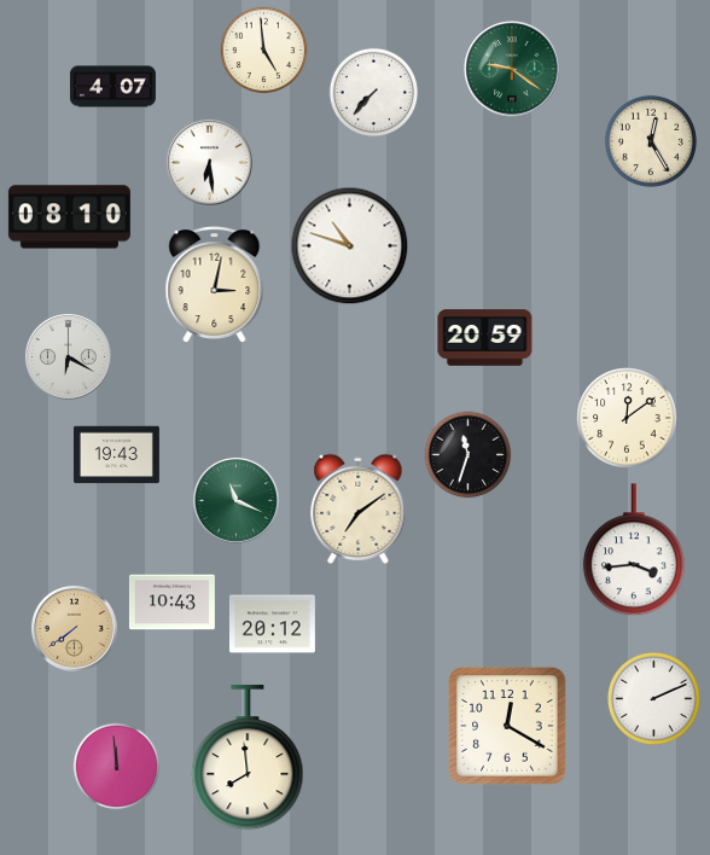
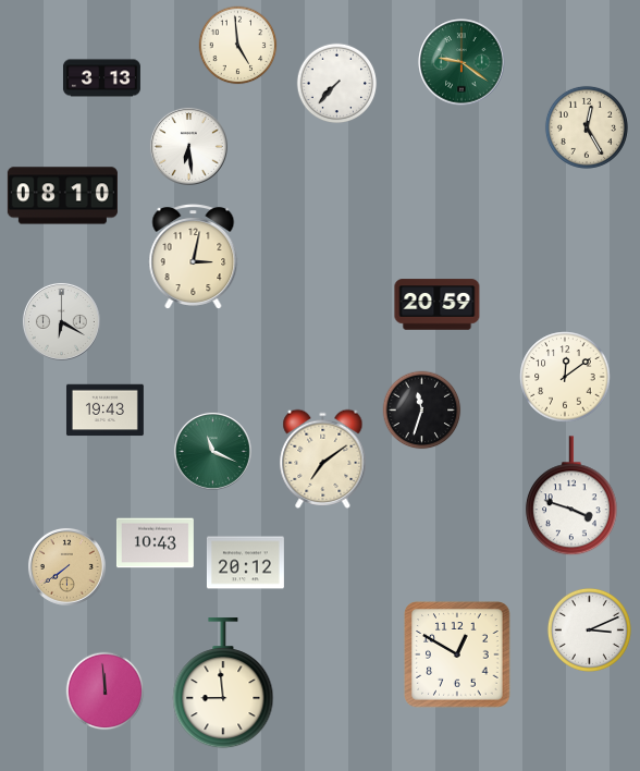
clock at (112, 87): 4:07 -> 3:13
clock at (350, 246): 10:48 -> none
clock at (634, 551): 3:44 -> 3:48
clock at (653, 698): 2:11 -> 3:11
clock at (507, 726): 12:20 -> 12:50
clock at (248, 758): 7:59 -> 8:59
